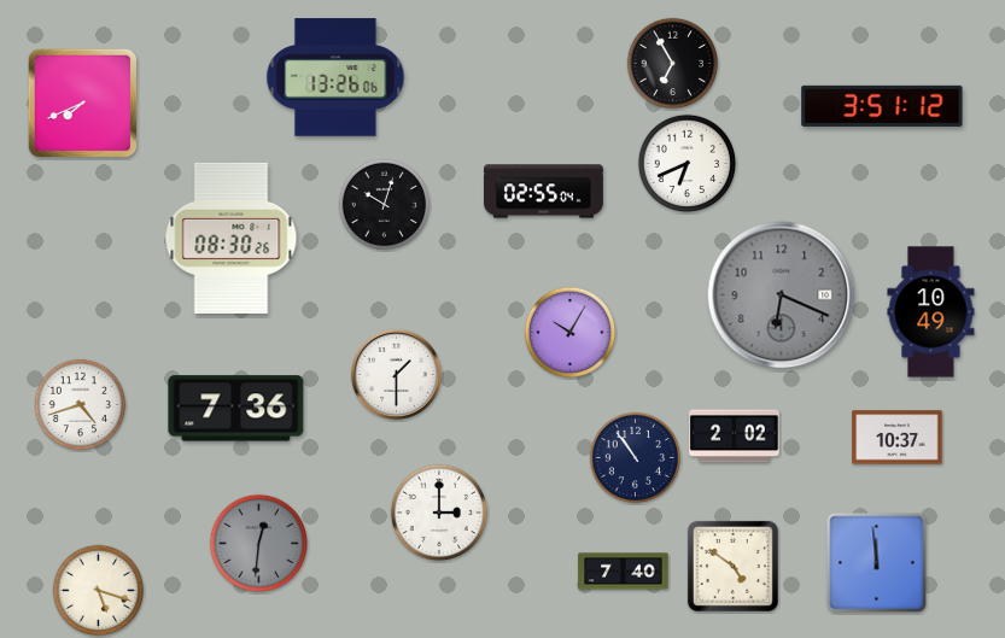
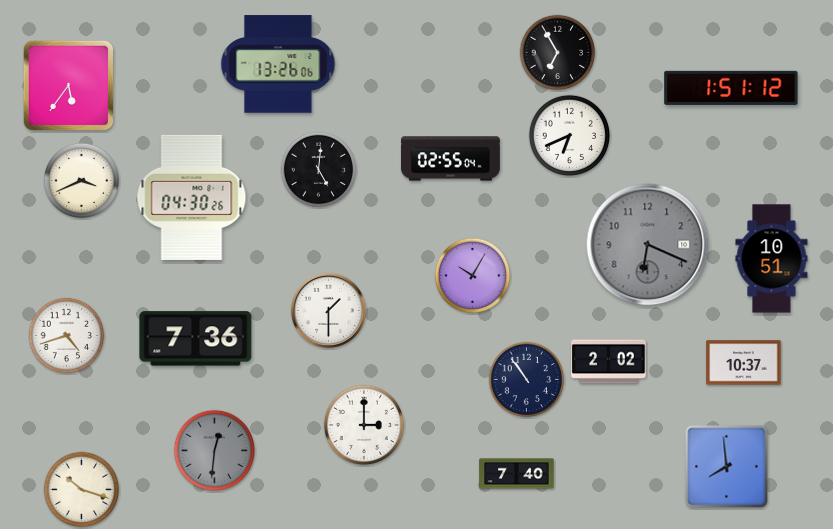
clock at (82, 103): 7:41 -> 5:36
clock at (882, 106): 3:51 -> 1:51
clock at (385, 205): 10:03 -> 5:01
clock at (82, 181): none -> 3:41
clock at (232, 238): 08:30 -> 04:30
clock at (931, 312): 10:49 -> 10:51
clock at (877, 563): 11:59 -> 7:59
clock at (732, 566): 4:51 -> none
clock at (99, 591): 5:18 -> 10:18
